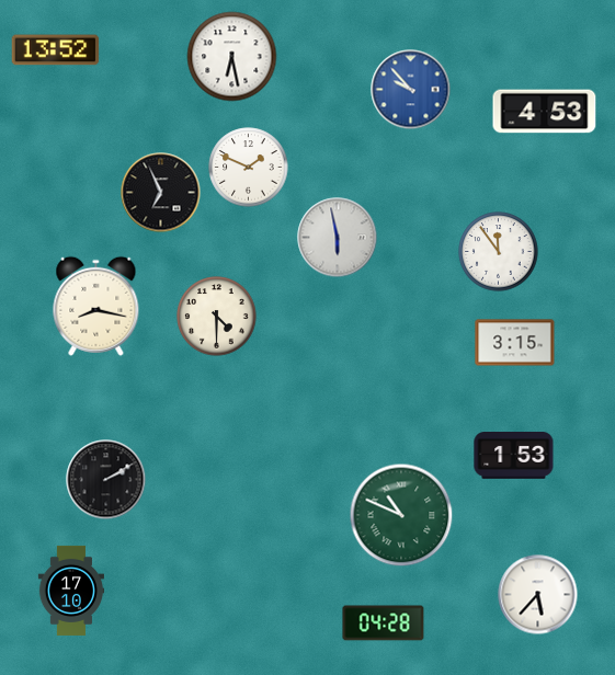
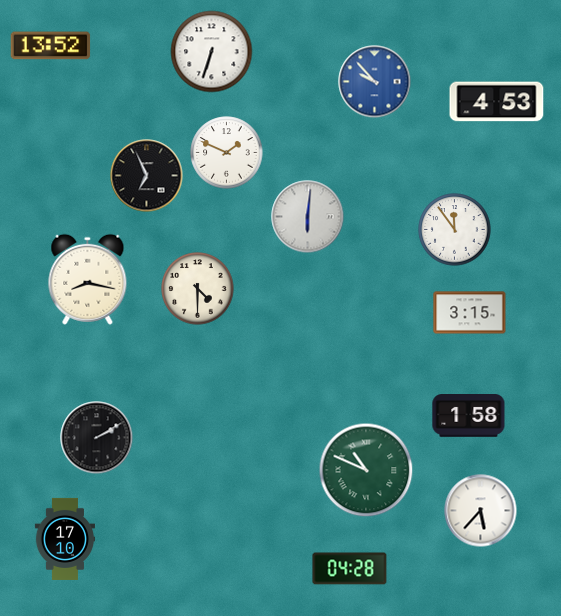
clock at (232, 57): 6:28 -> 6:33
clock at (338, 238): 5:58 -> 6:01
clock at (514, 456): 1:53 -> 1:58
clock at (538, 595) position: (538, 595) -> (481, 511)
